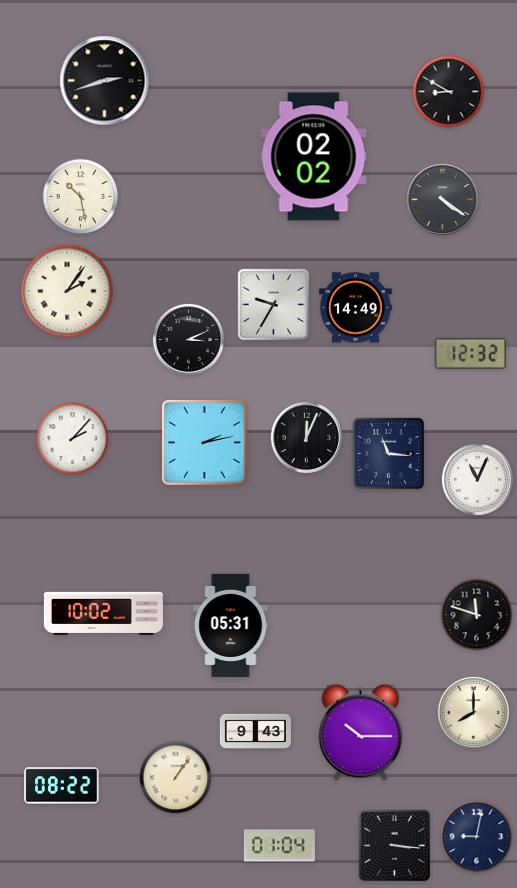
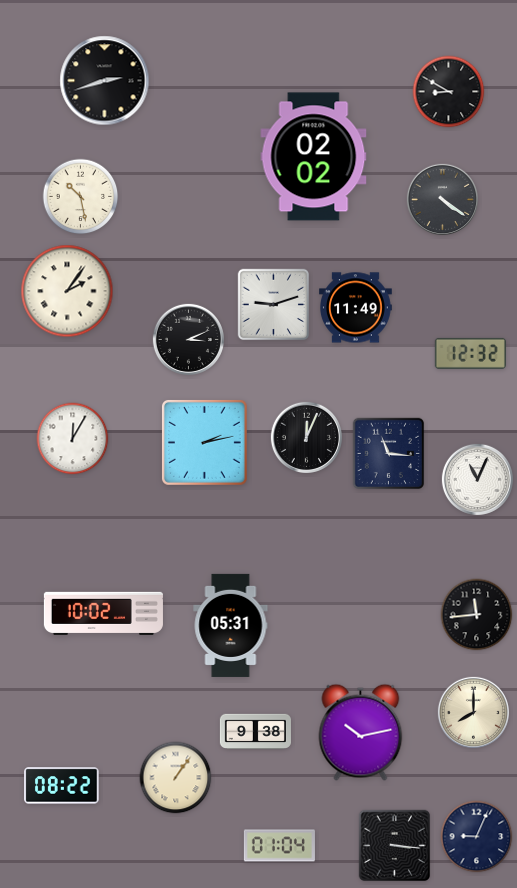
clock at (274, 305): 9:35 -> 9:12
clock at (356, 308): 14:49 -> 11:49
clock at (73, 439): 2:07 -> 12:05
clock at (477, 615): 11:48 -> 11:44
clock at (255, 731): 9:43 -> 9:38
clock at (361, 732): 10:15 -> 10:13
clock at (477, 837): 9:02 -> 9:04
